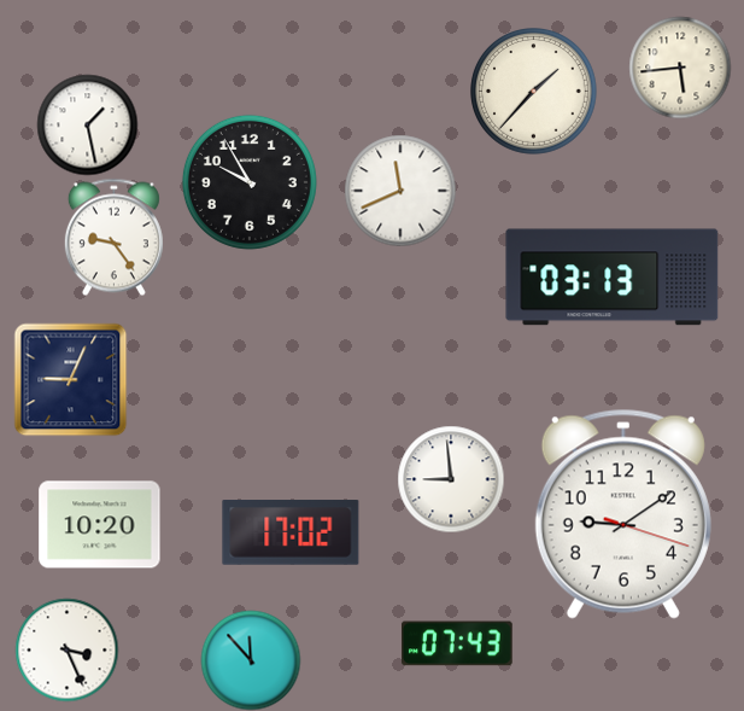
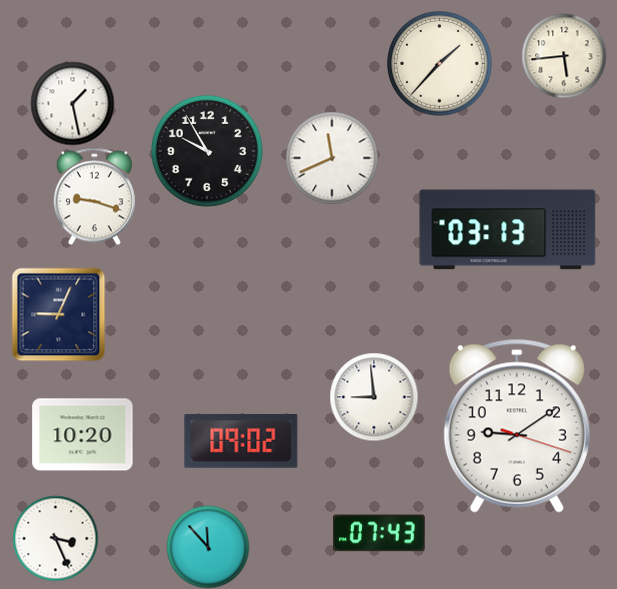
clock at (534, 92) position: (534, 92) -> (440, 64)
clock at (113, 237): 9:24 -> 9:18
clock at (291, 534): 17:02 -> 09:02
